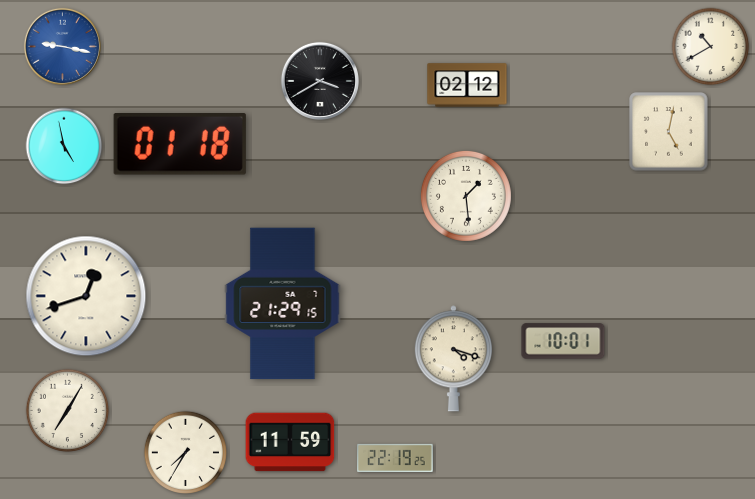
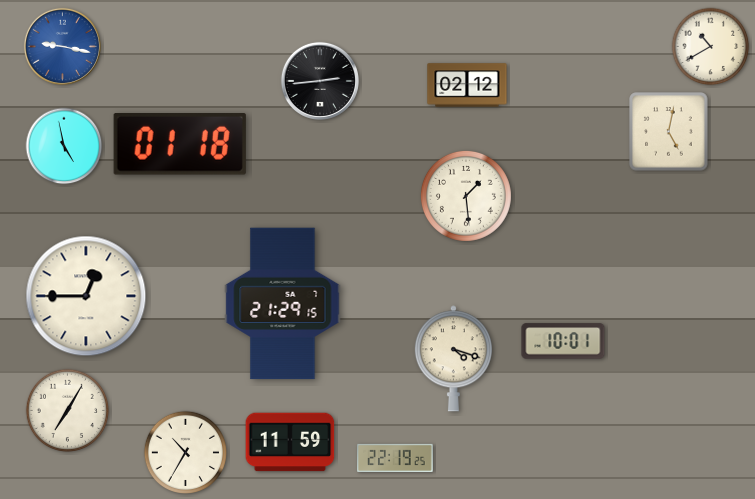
clock at (320, 81): 3:40 -> 2:44
clock at (86, 296): 12:42 -> 12:45
clock at (185, 452): 7:35 -> 10:35
